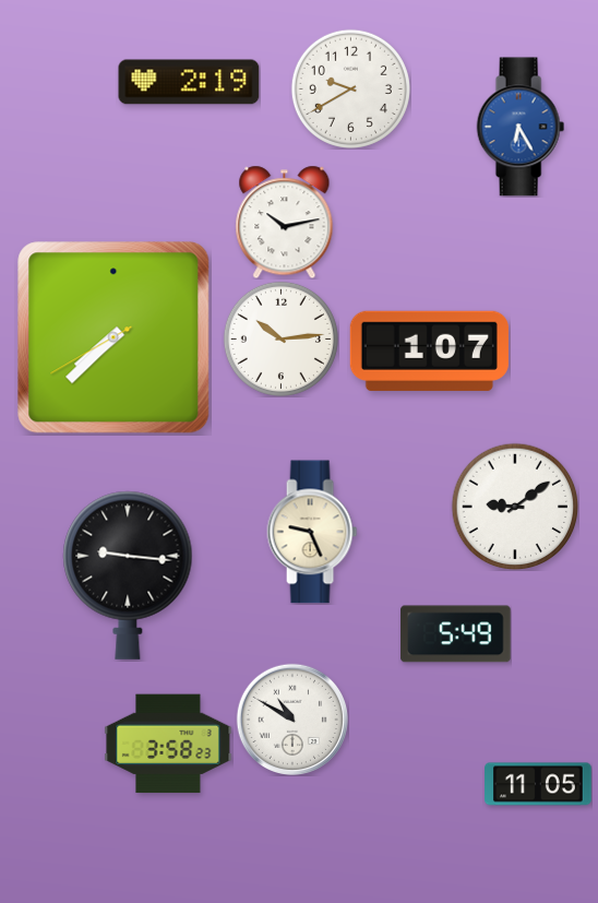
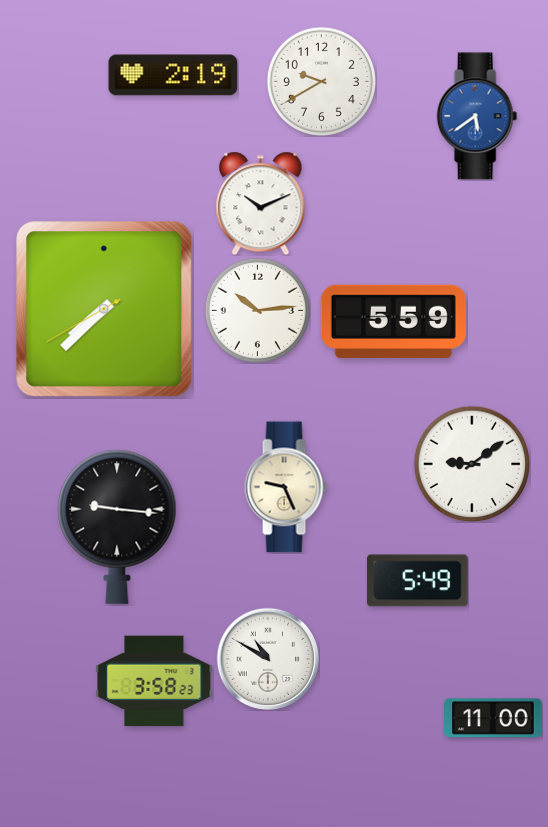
clock at (521, 127): 6:25 -> 5:39
clock at (285, 222): 10:13 -> 10:11
clock at (429, 350): 1:07 -> 5:59
clock at (538, 784): 11:05 -> 11:00
